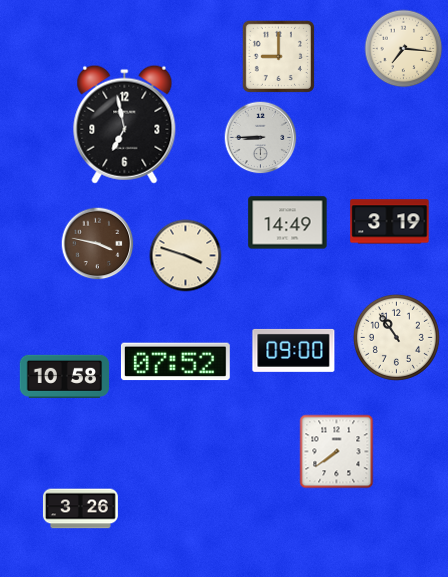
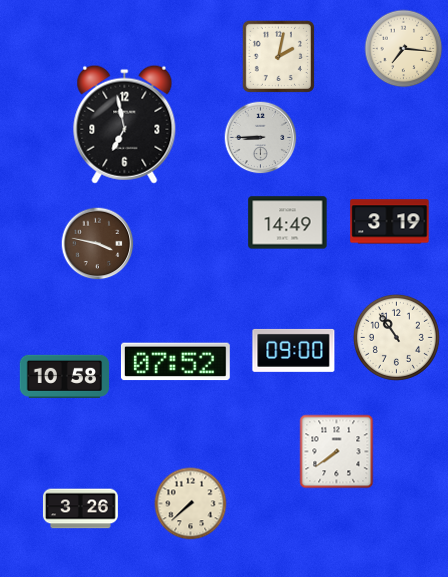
clock at (278, 56): 9:00 -> 2:02
clock at (186, 256): 3:48 -> none
clock at (191, 504): none -> 7:38
